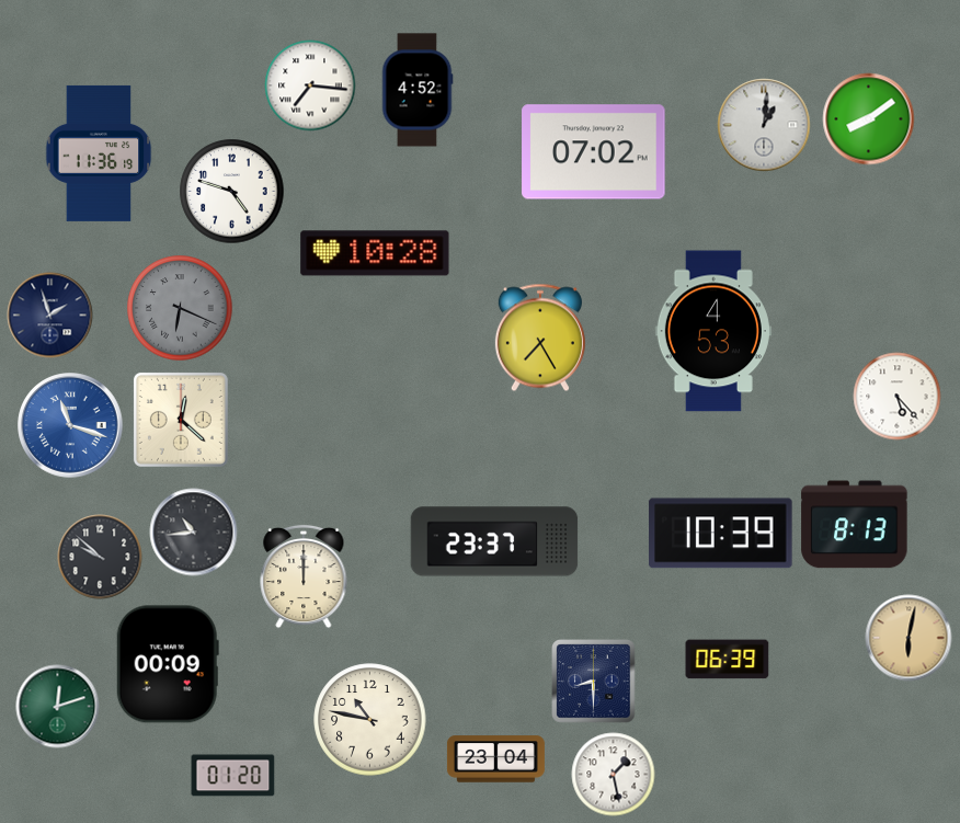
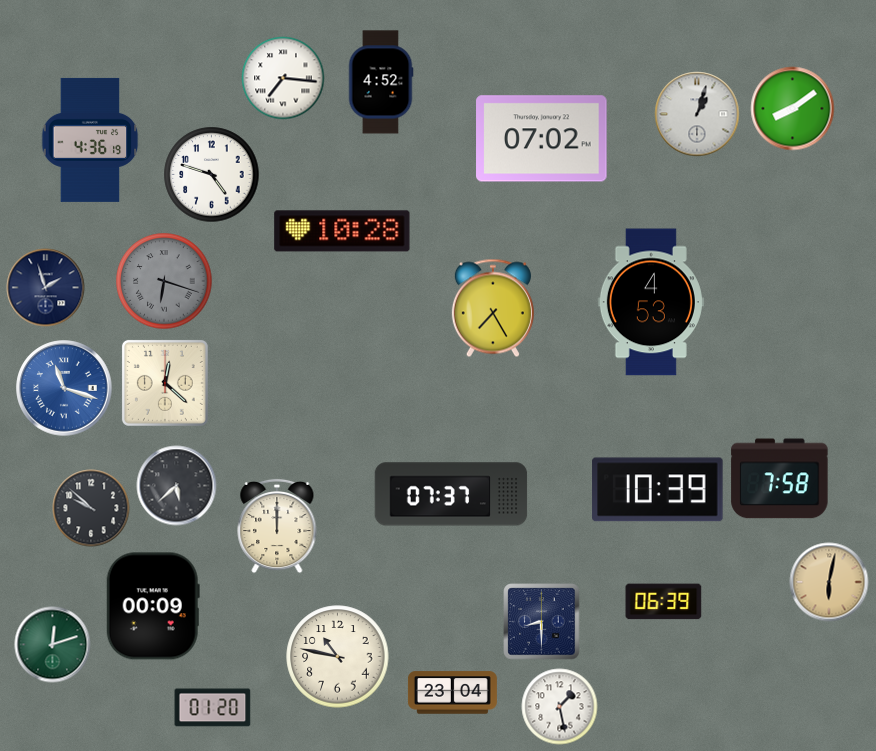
clock at (764, 125): 1:01 -> 1:03
clock at (99, 153): 11:36 -> 4:36
clock at (180, 308): 6:19 -> 6:18
clock at (898, 397): 5:23 -> none
clock at (855, 525): 8:13 -> 7:58
clock at (194, 533): 10:44 -> 5:38
clock at (721, 534) position: (721, 534) -> (658, 490)
clock at (494, 541): 23:37 -> 07:37
